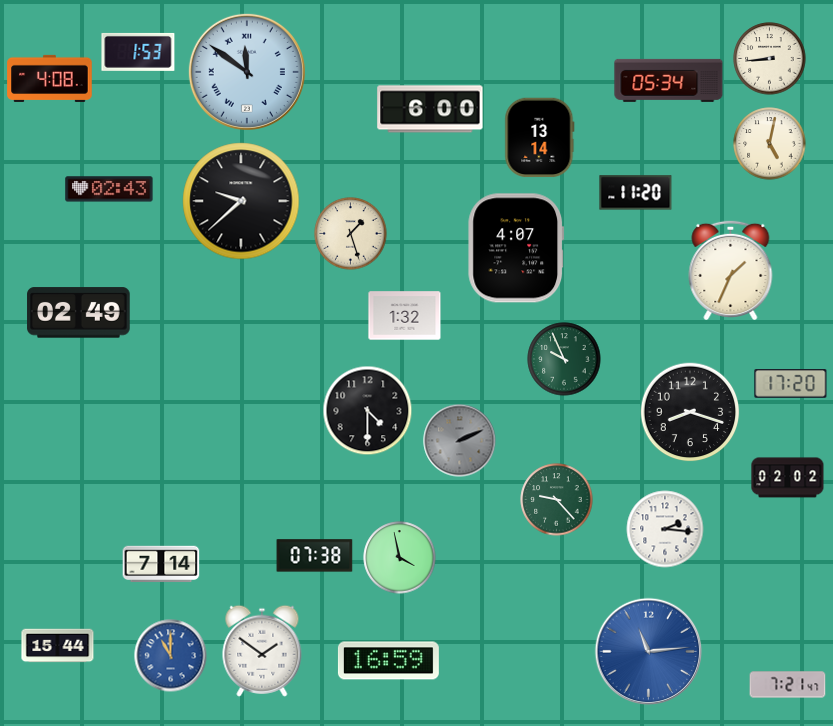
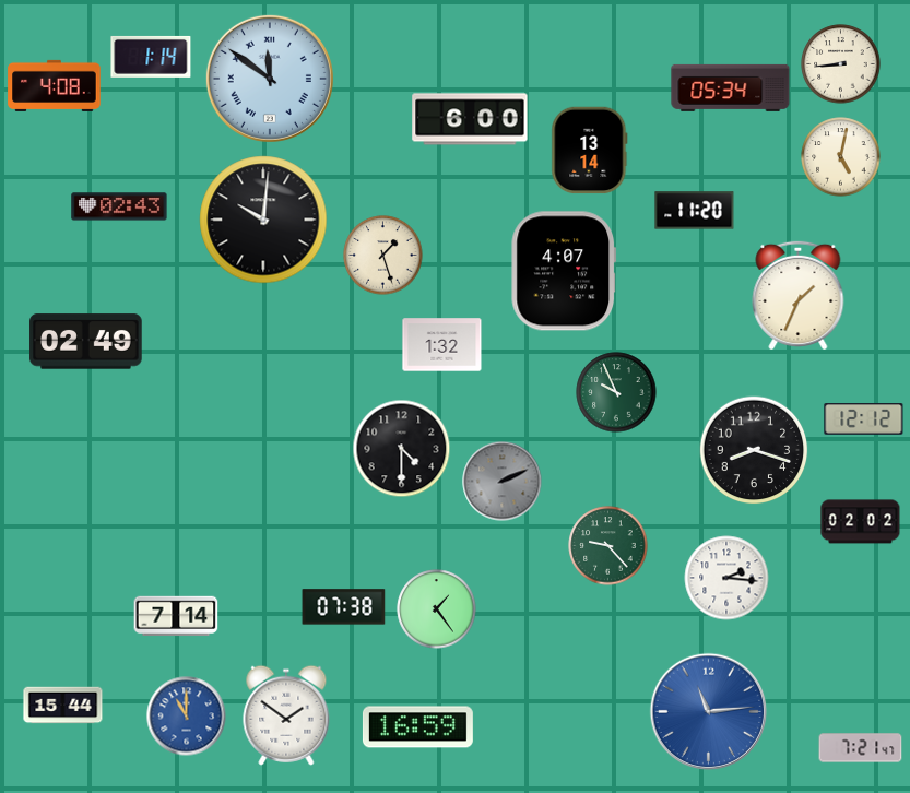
clock at (138, 52): 1:53 -> 1:14
clock at (241, 201): 9:38 -> 10:01
clock at (791, 384): 17:20 -> 12:12
clock at (400, 558): 3:58 -> 1:24
clock at (262, 651) position: (262, 651) -> (286, 715)
clock at (388, 661) position: (388, 661) -> (417, 727)
